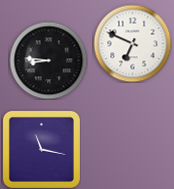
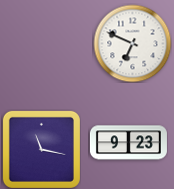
clock at (48, 60): 8:46 -> none
clock at (128, 143): none -> 9:23
